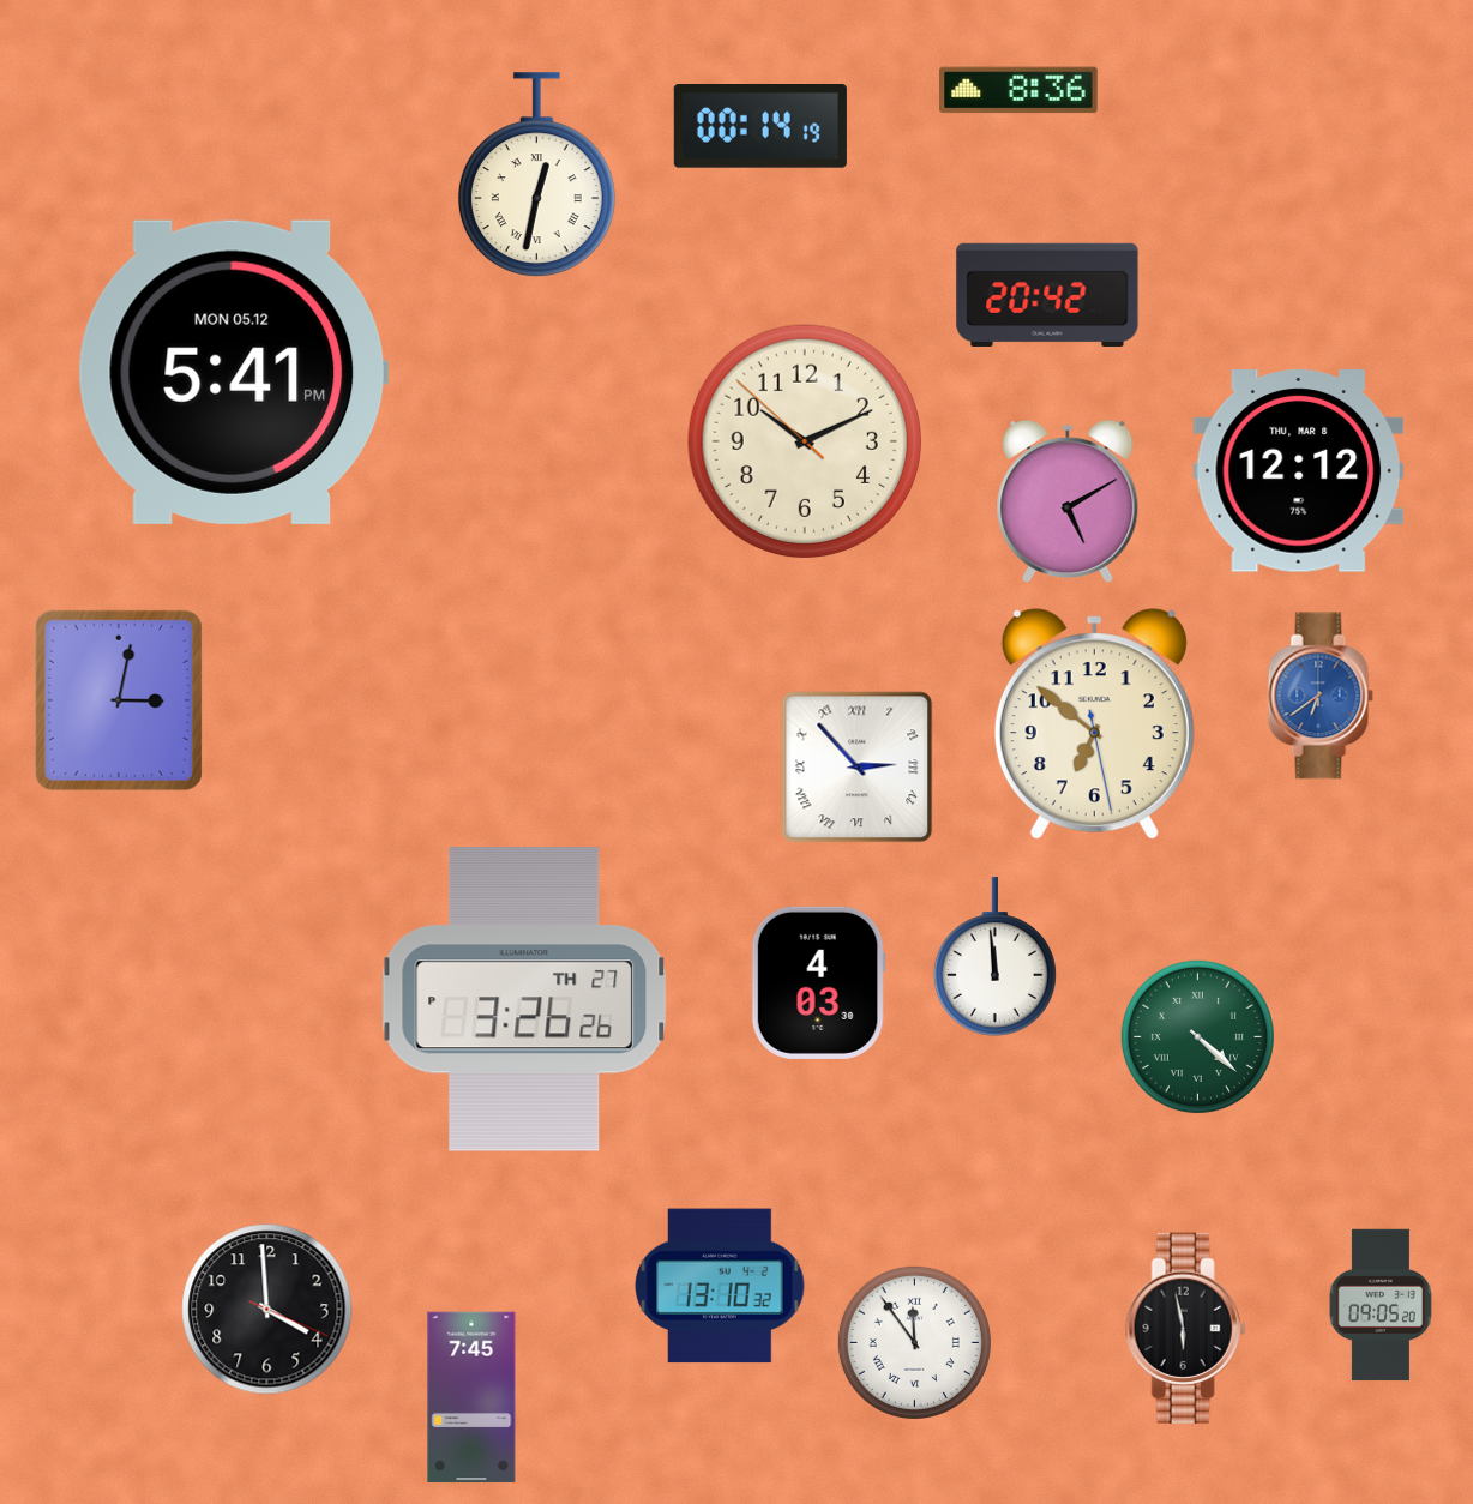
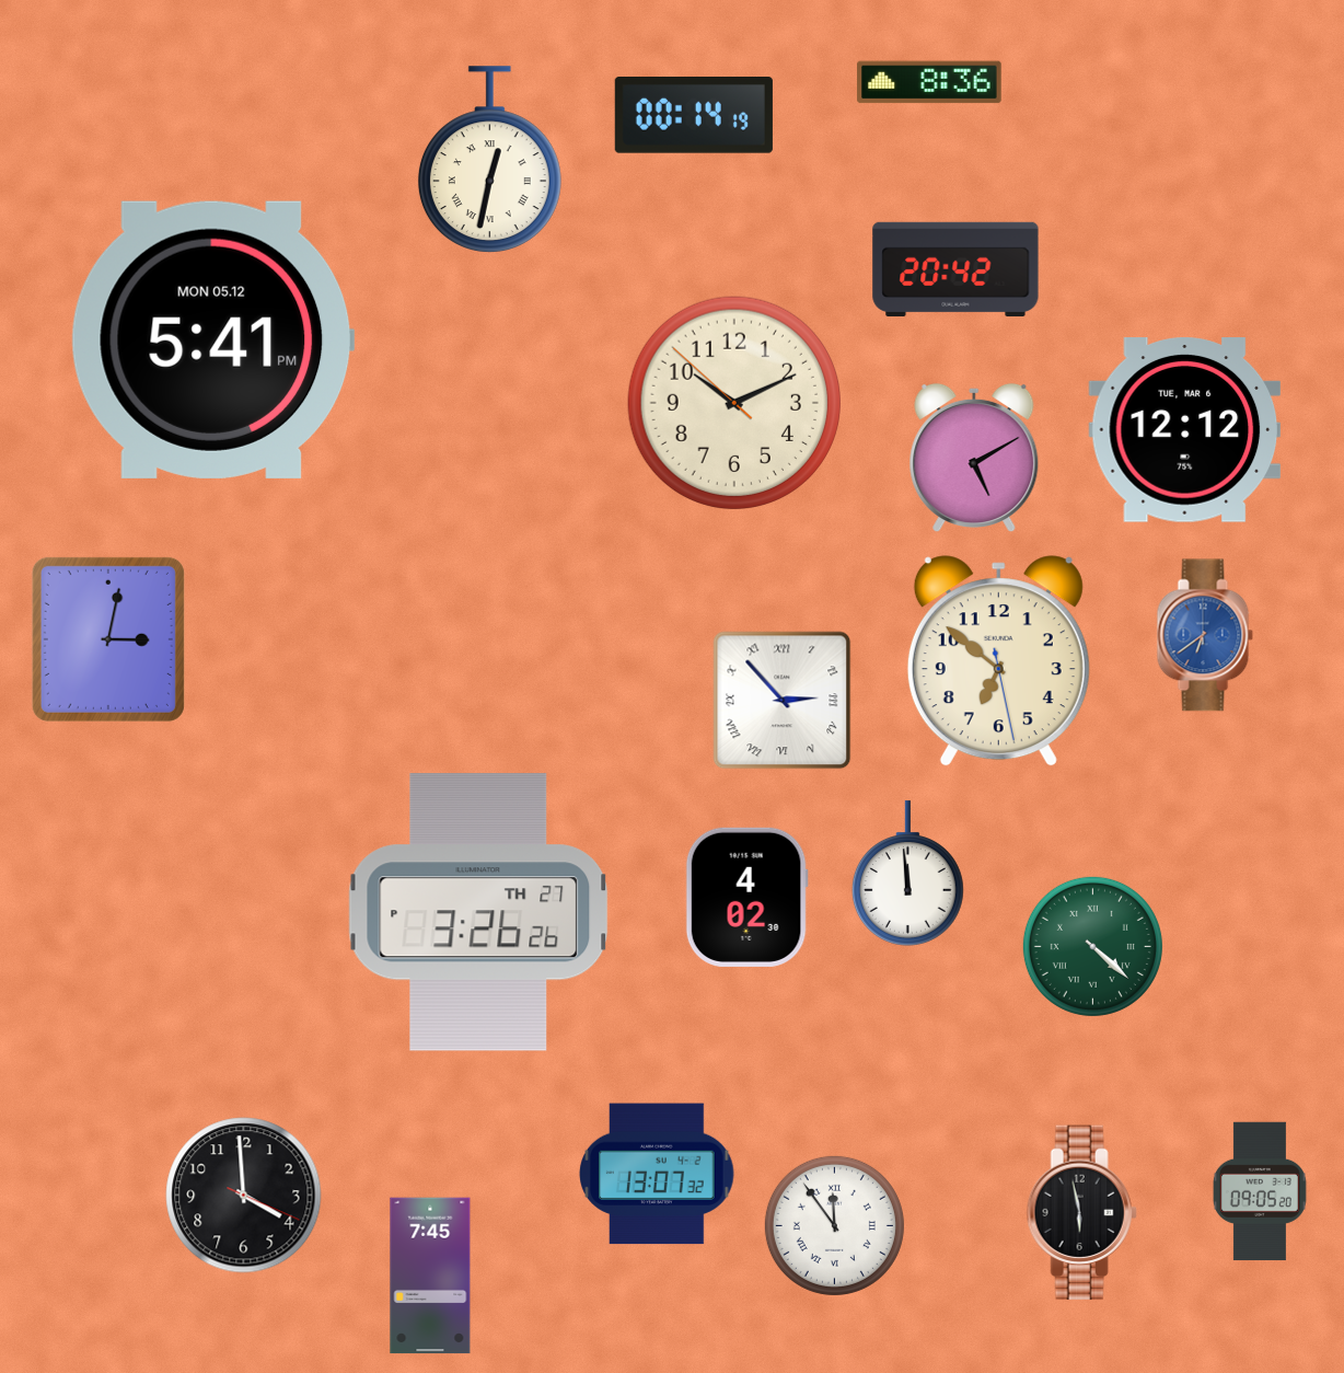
clock at (1299, 471) date: THU, MAR 8 -> TUE, MAR 6
clock at (818, 982): 4:03 -> 4:02
clock at (720, 1286): 13:10 -> 13:07
